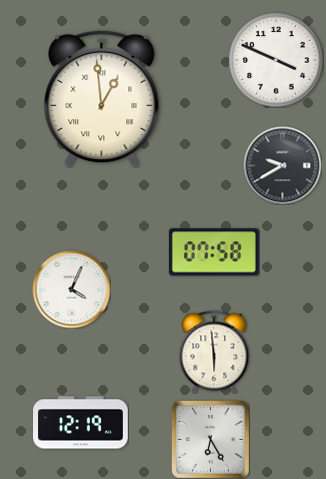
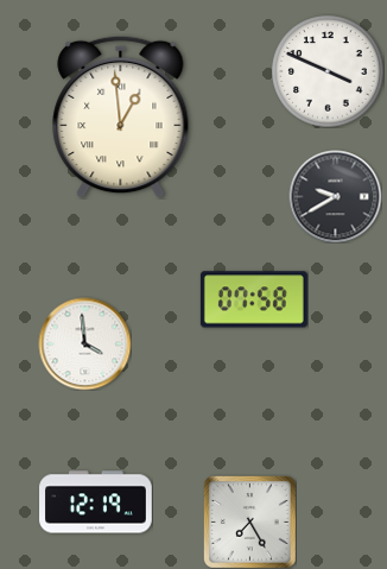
clock at (71, 289): 4:04 -> 3:59
clock at (214, 352): 5:59 -> none
clock at (210, 439): 6:25 -> 7:25
